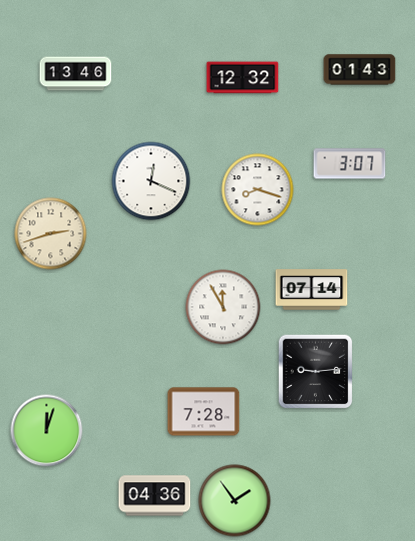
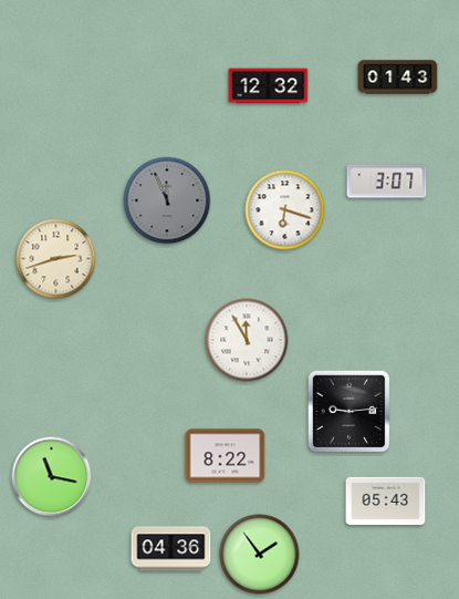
clock at (76, 74): 13:46 -> none
clock at (151, 181): 12:19 -> 11:56
clock at (151, 181) dial: white -> grey
clock at (258, 190): 8:18 -> 6:18
clock at (312, 290): 07:14 -> none
clock at (204, 412): 7:28 -> 8:22
clock at (47, 431): 12:03 -> 11:17
clock at (386, 500): none -> 05:43
